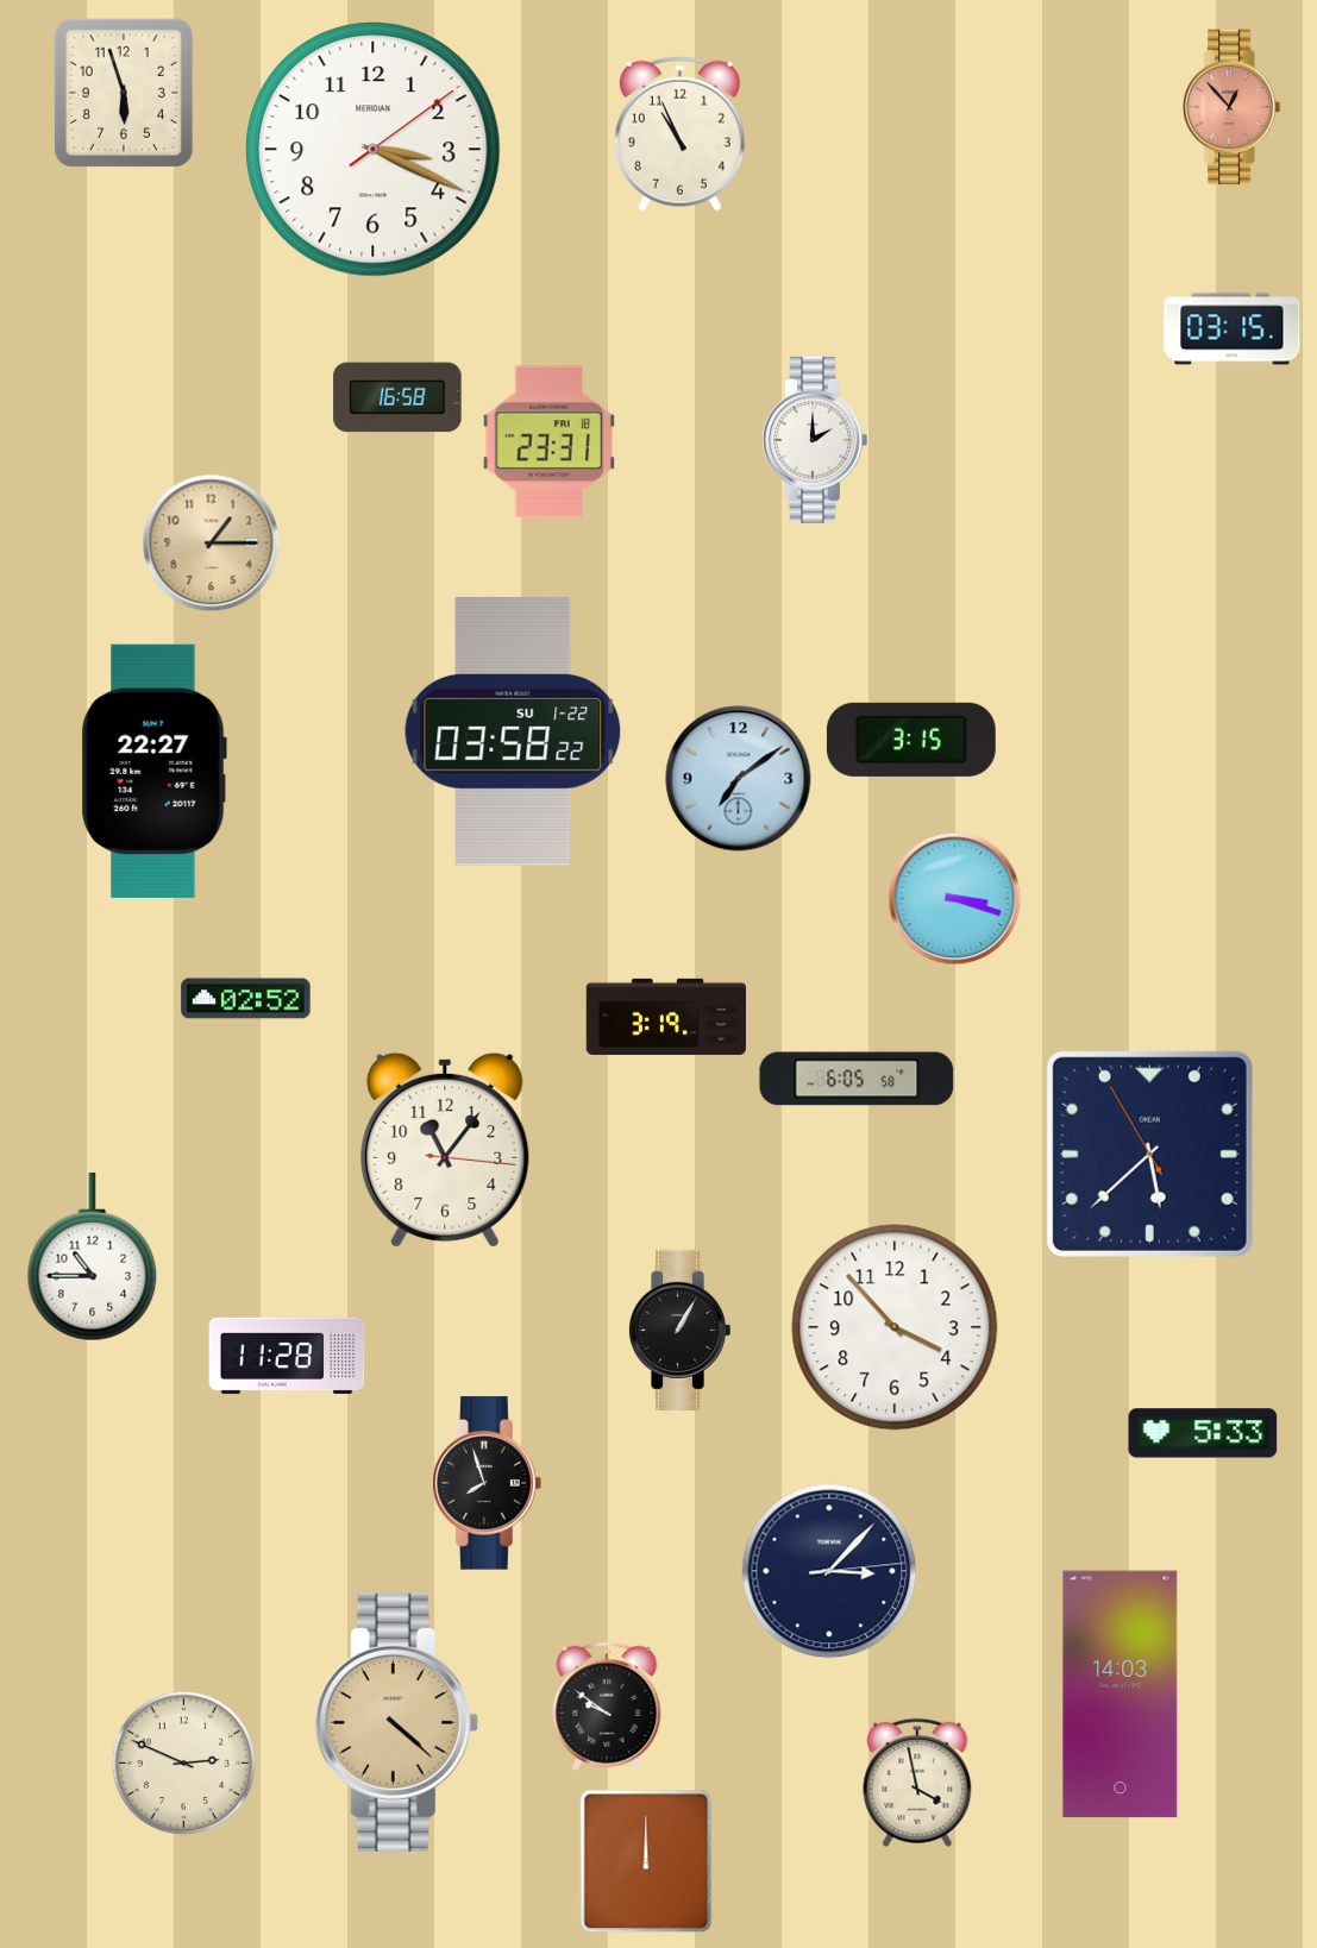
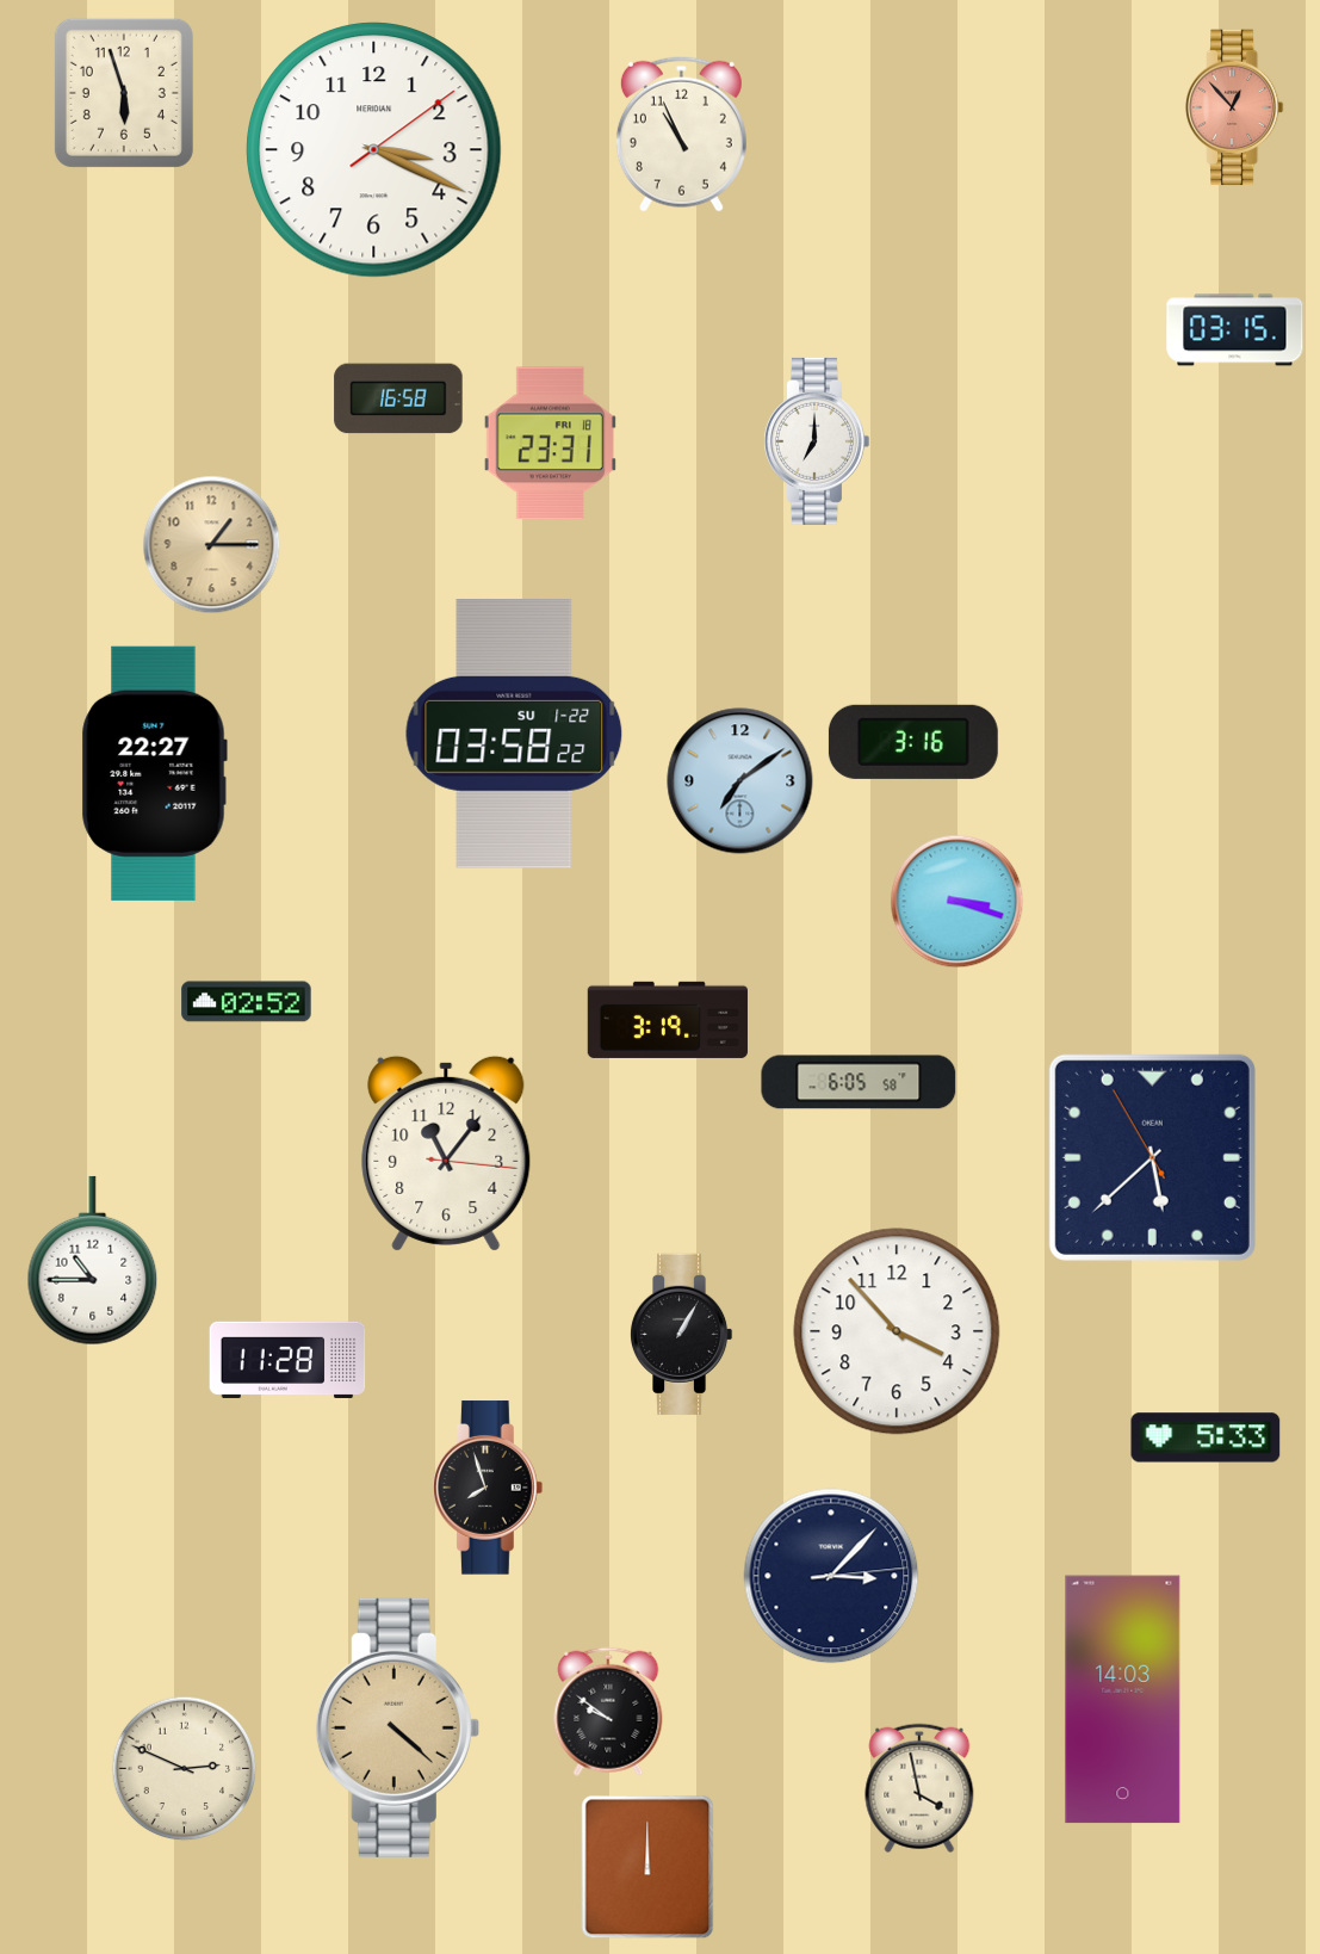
clock at (814, 440): 2:00 -> 7:00
clock at (911, 740): 3:15 -> 3:16
